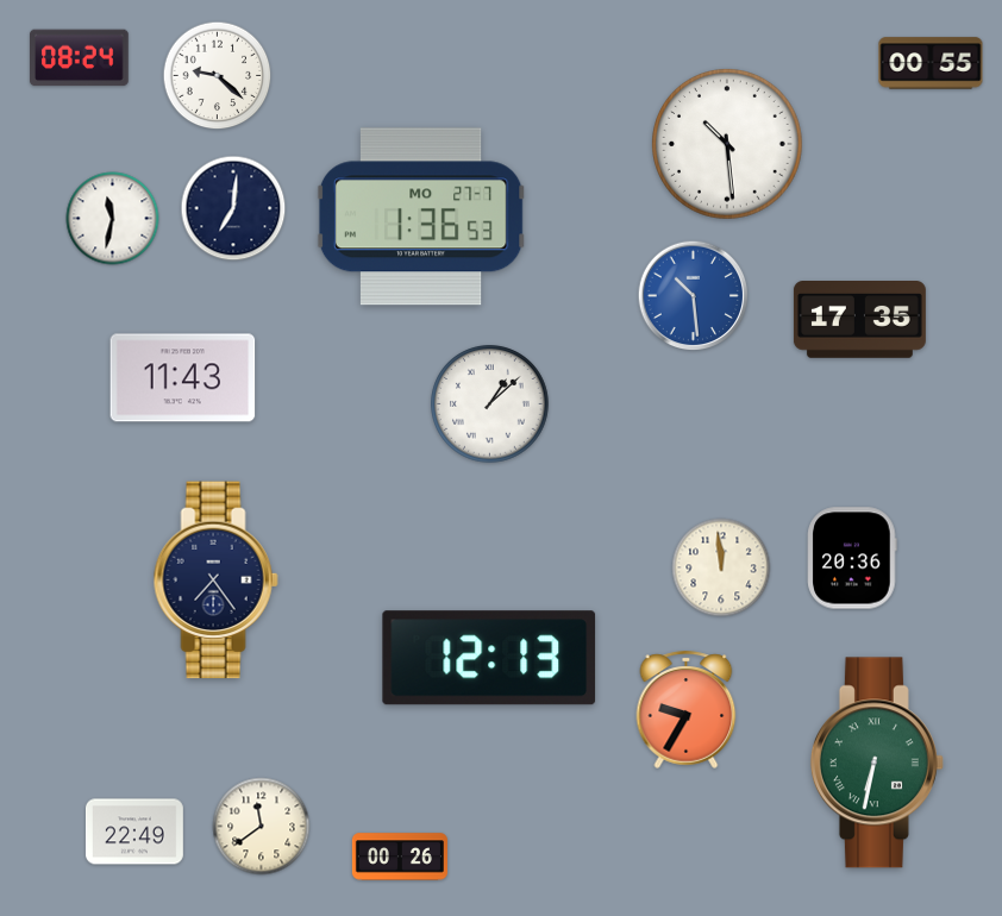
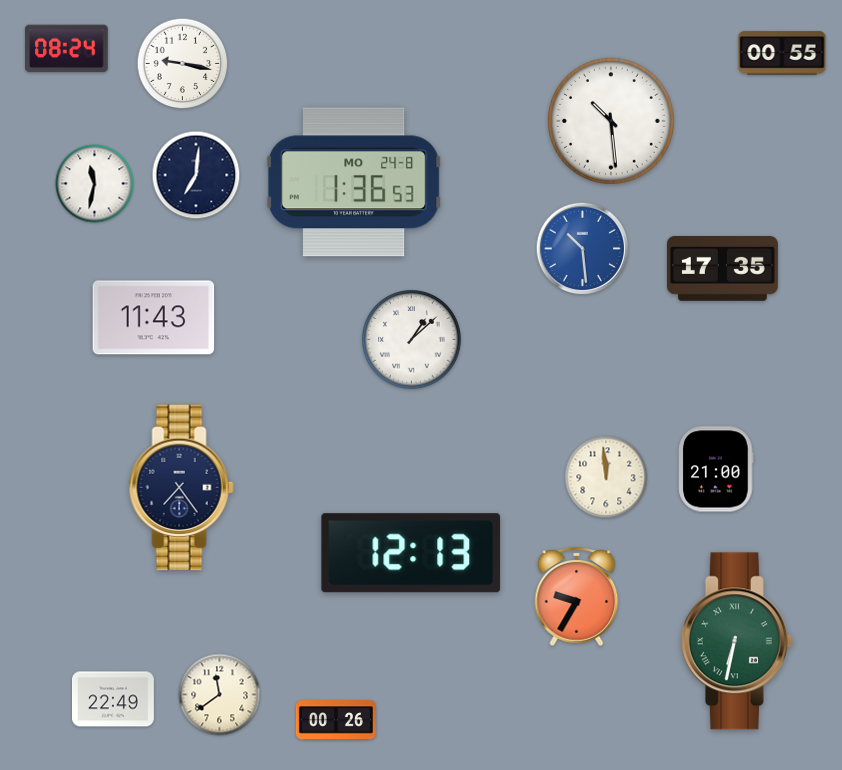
clock at (218, 76): 9:22 -> 9:17
clock at (421, 217) date: MO 27-7 -> MO 24-8
clock at (852, 558): 20:36 -> 21:00
